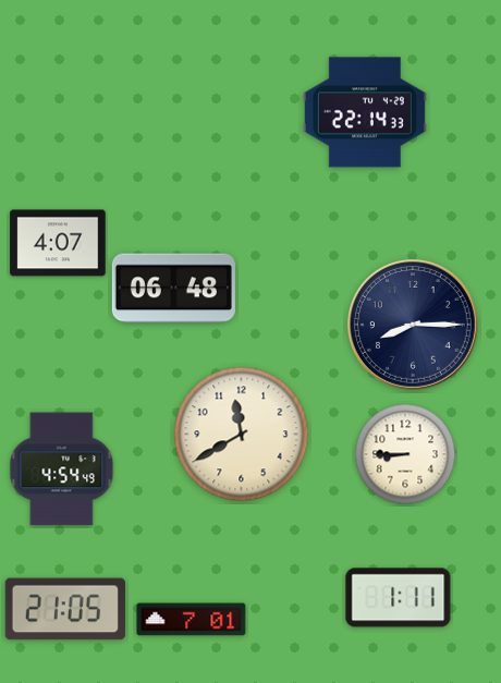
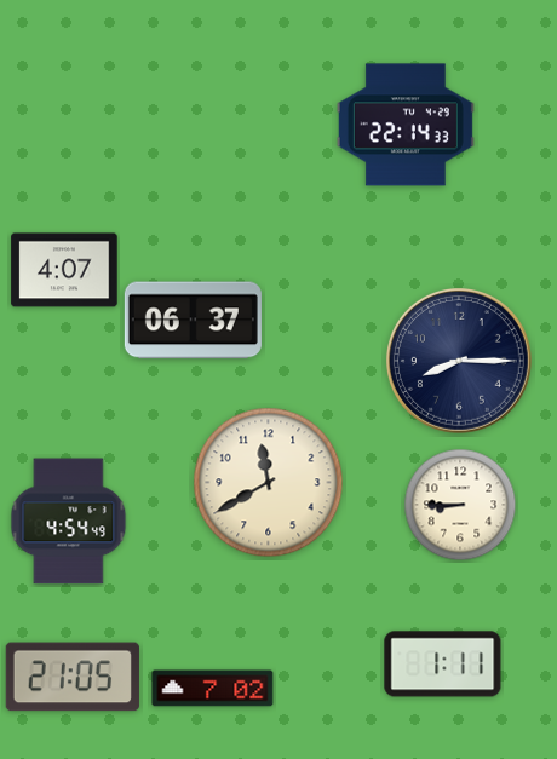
clock at (173, 289): 06:48 -> 06:37
clock at (405, 454) position: (405, 454) -> (460, 505)
clock at (192, 620): 7:01 -> 7:02
